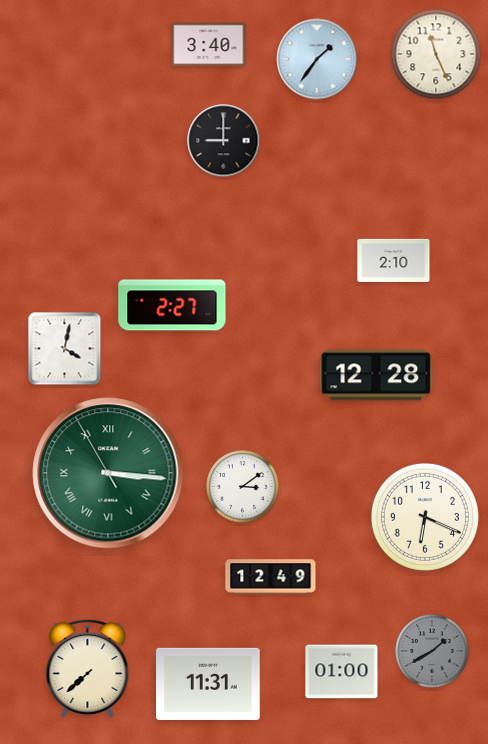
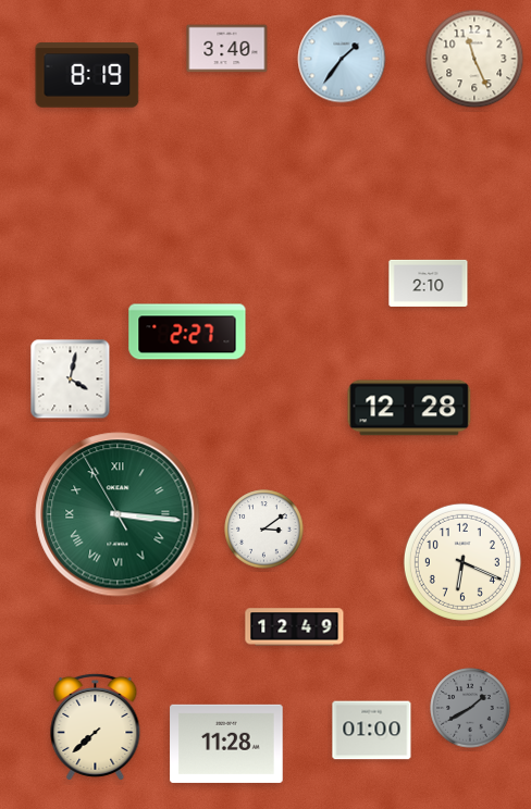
clock at (317, 59) position: (317, 59) -> (342, 59)
clock at (87, 75): none -> 8:19
clock at (224, 141): 9:00 -> none
clock at (208, 684): 11:31 -> 11:28
